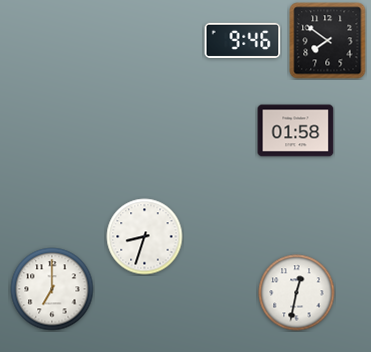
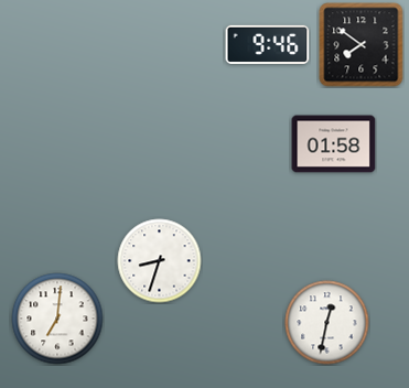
clock at (296, 131) position: (296, 131) -> (334, 144)
clock at (52, 289): 7:00 -> 7:01
